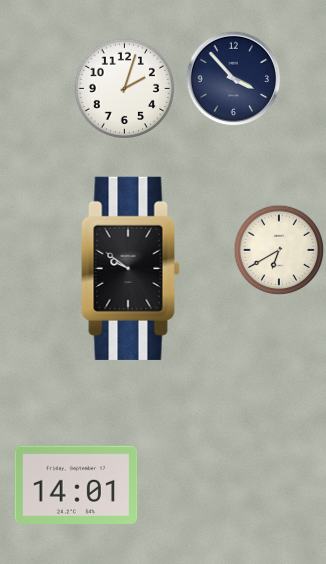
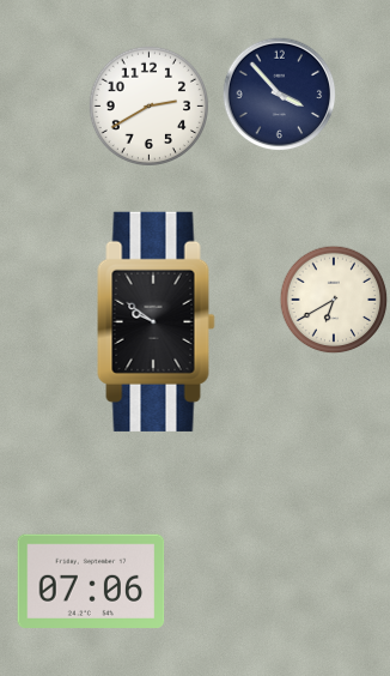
clock at (124, 88): 2:03 -> 2:40
clock at (76, 485): 14:01 -> 07:06
